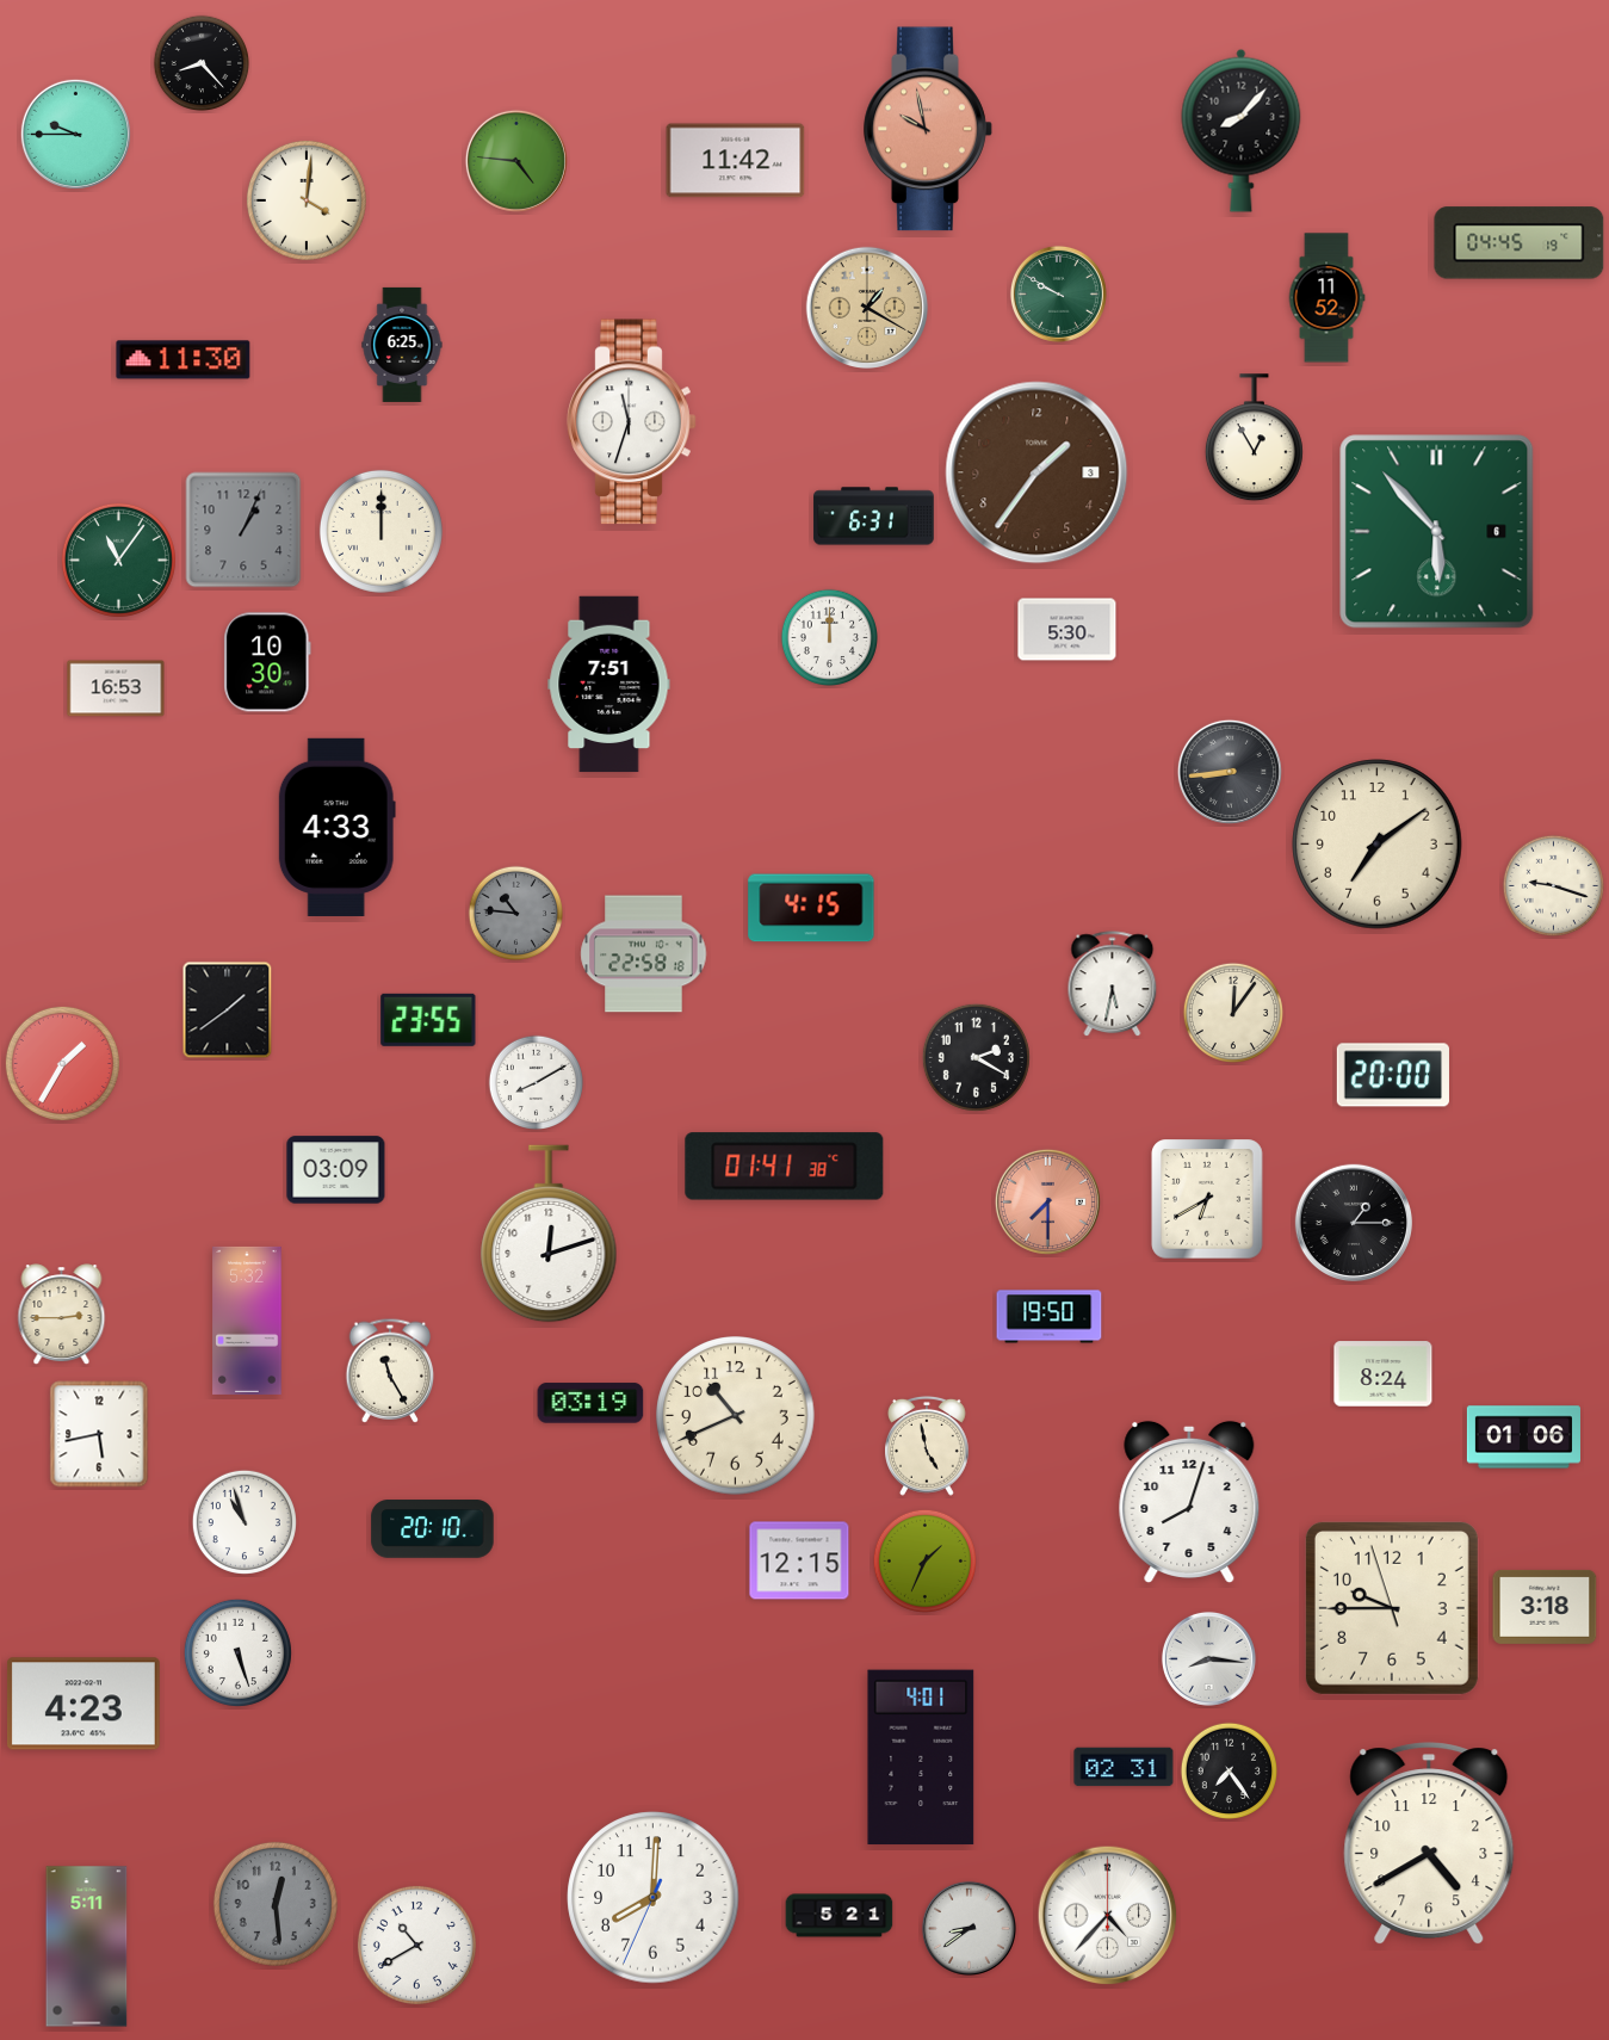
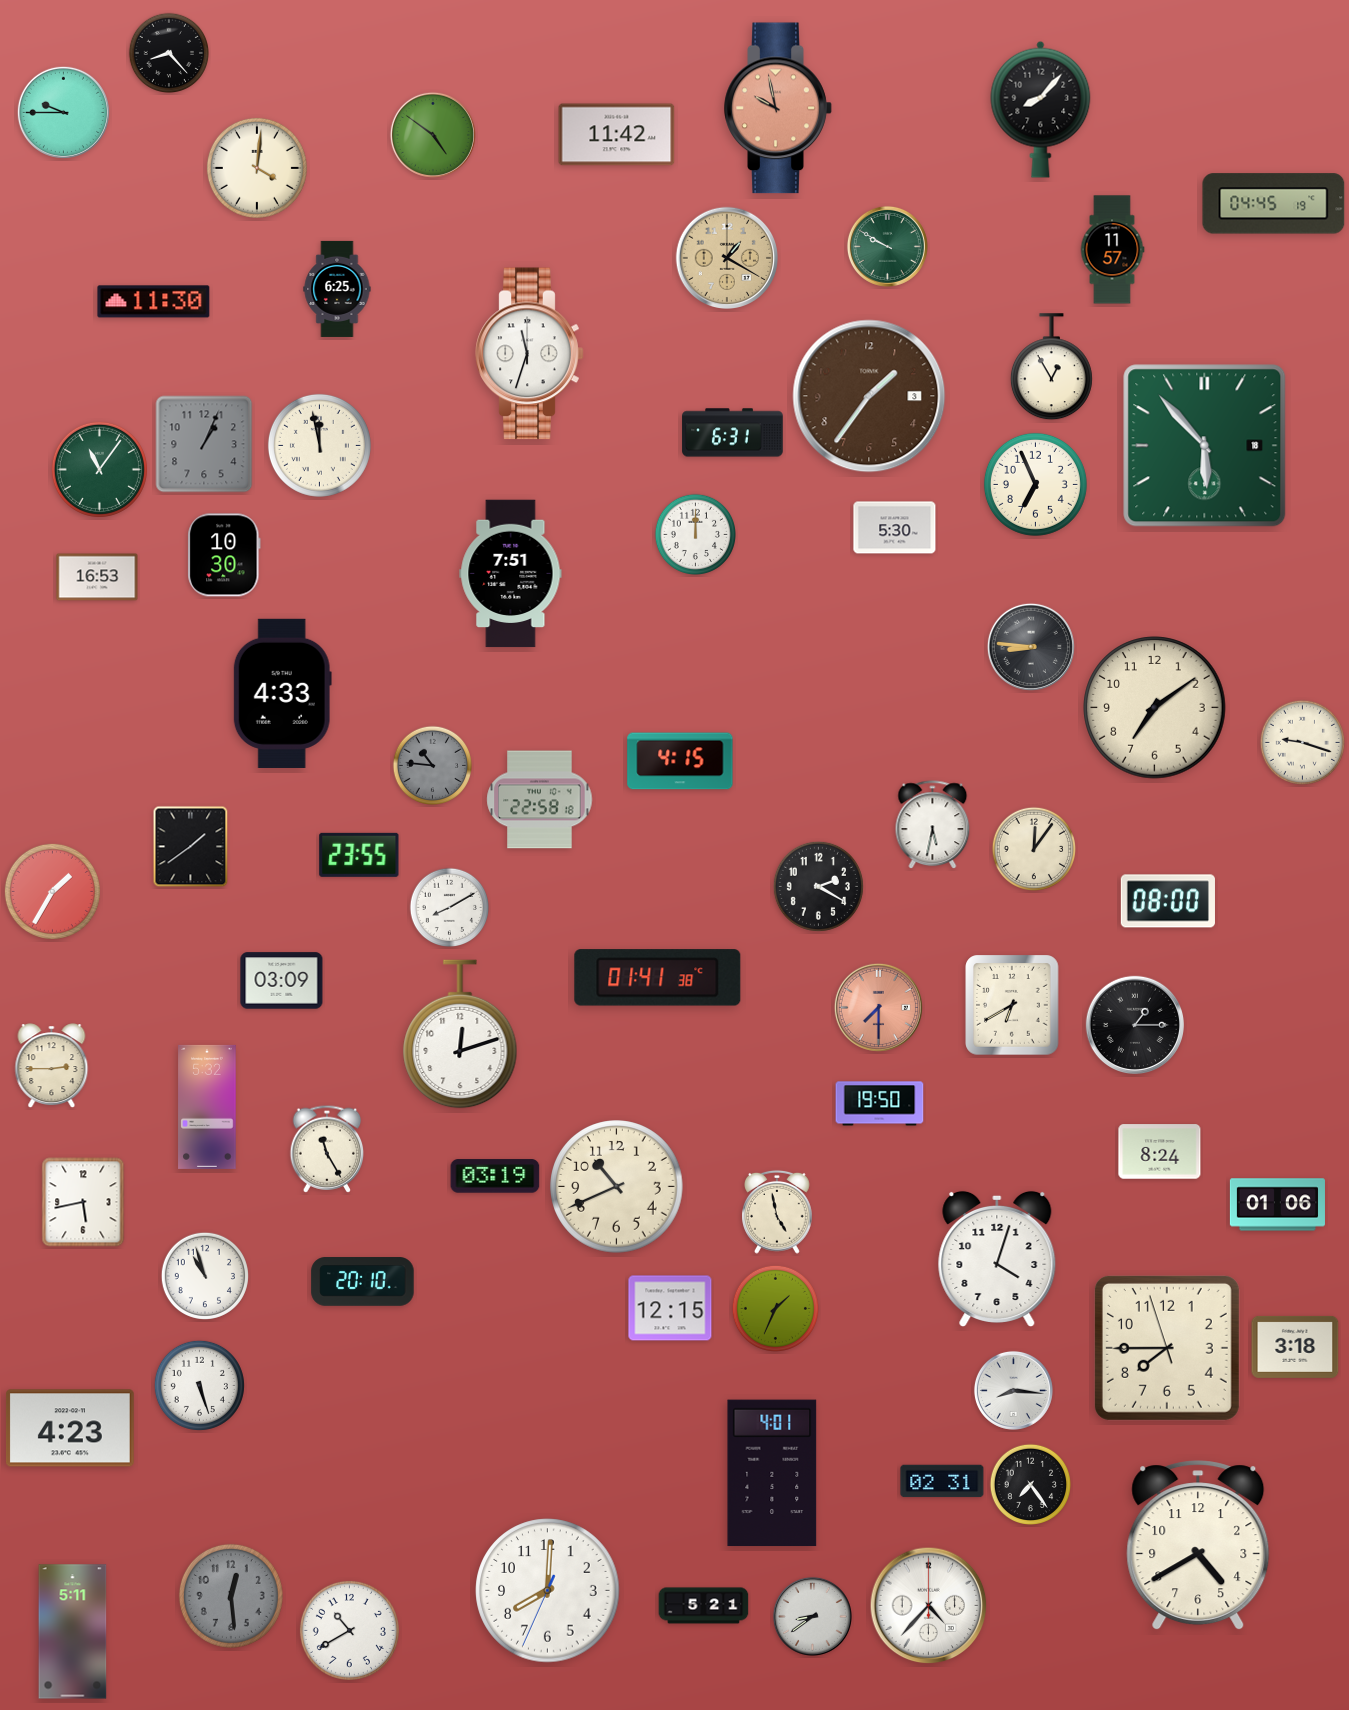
clock at (516, 161): 4:46 -> 4:51
clock at (1326, 298): 11:52 -> 11:57
clock at (380, 531): 12:00 -> 11:58
clock at (1437, 532) date: 6 -> 18
clock at (1035, 484): none -> 6:56
clock at (1230, 772): 8:44 -> 8:46
clock at (1393, 1075): 20:00 -> 08:00
clock at (62, 1315) position: (62, 1315) -> (52, 1066)
clock at (1189, 1501): 8:03 -> 4:03
clock at (1392, 1608): 9:44 -> 7:44
